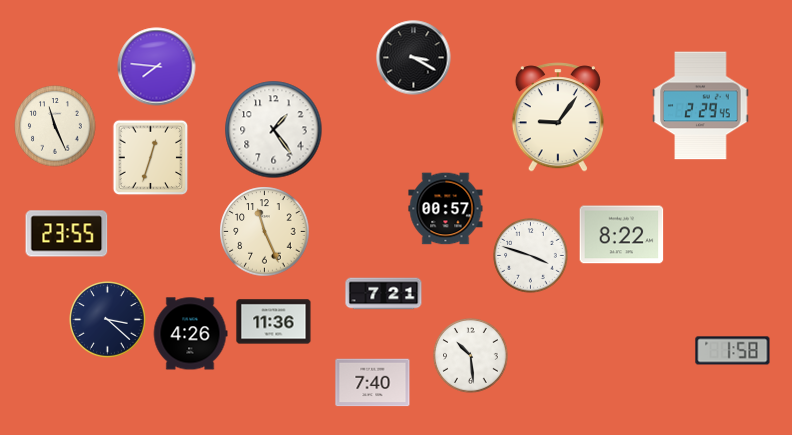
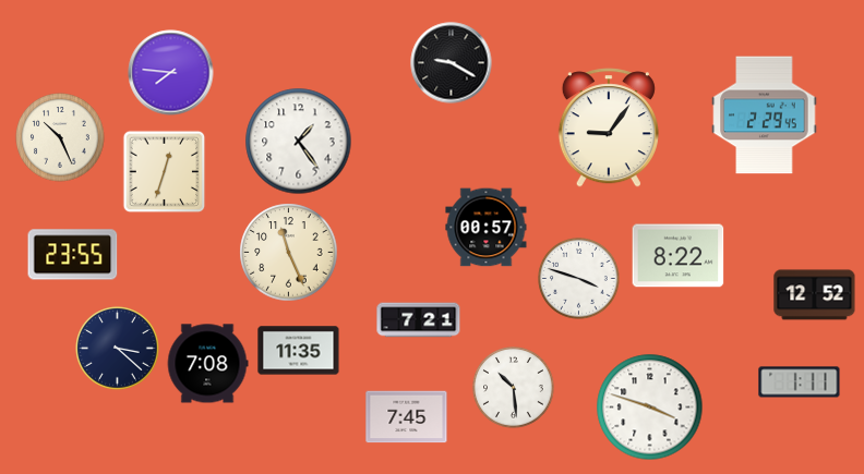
clock at (414, 58): 3:20 -> 9:20
clock at (55, 126): 11:26 -> 10:26
clock at (815, 295): none -> 12:52
clock at (274, 322): 11:36 -> 11:35
clock at (190, 334): 4:26 -> 7:08
clock at (733, 351): 1:58 -> 1:11
clock at (650, 408): none -> 3:48
clock at (373, 383): 7:40 -> 7:45
